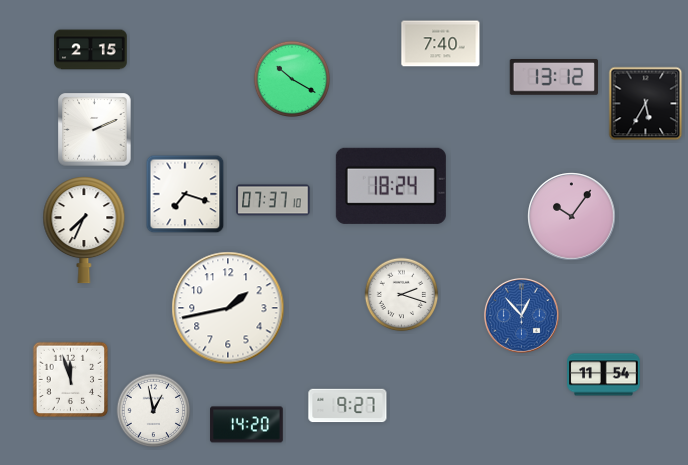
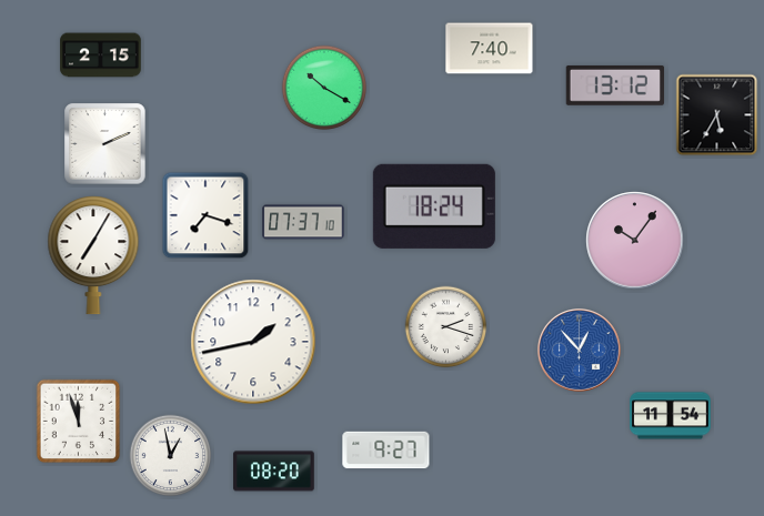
clock at (84, 230): 7:34 -> 7:05
clock at (247, 425): 14:20 -> 08:20
